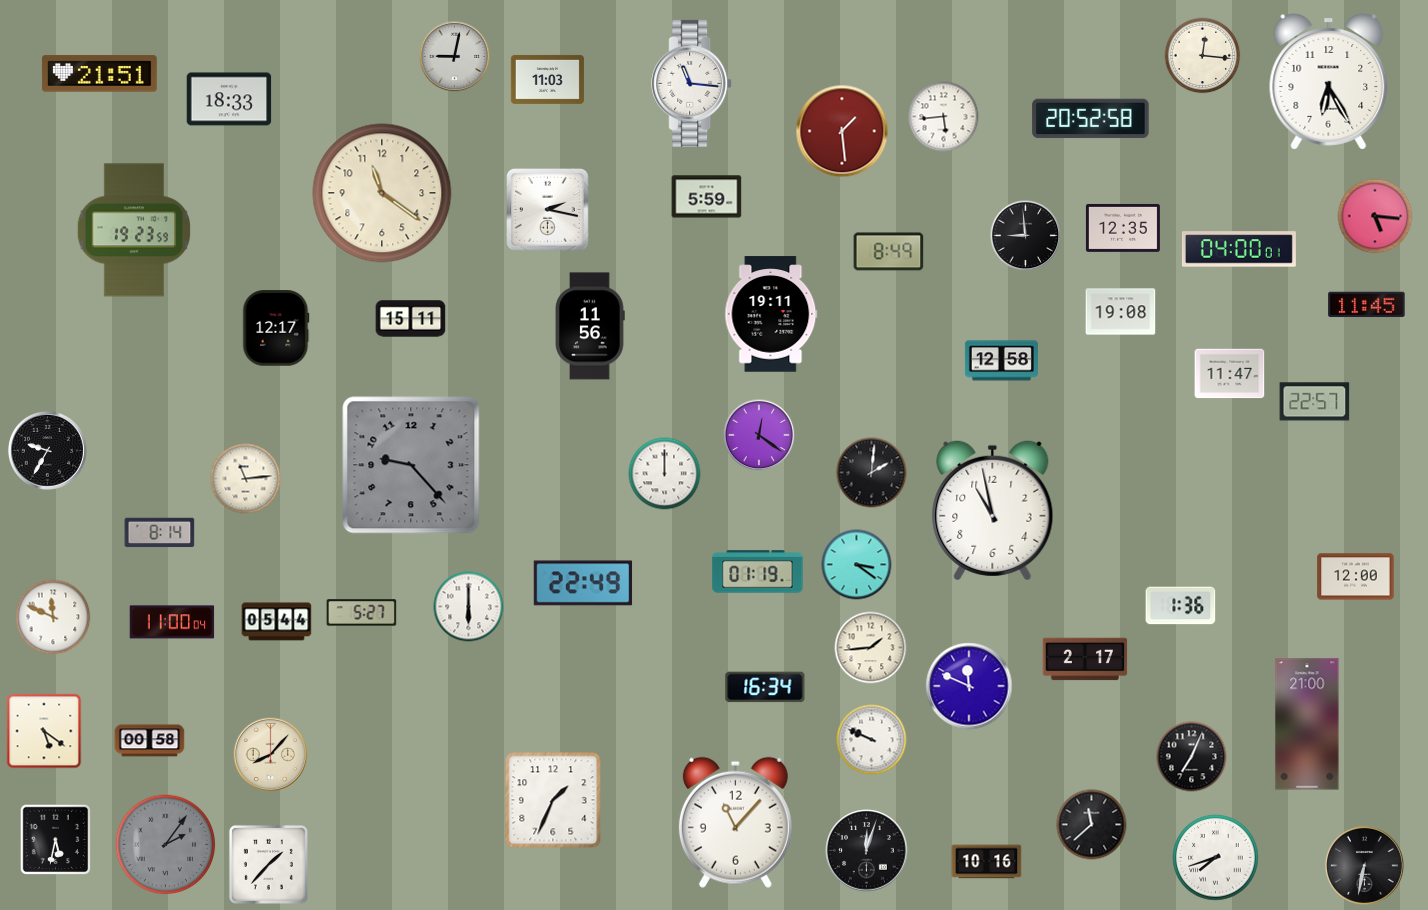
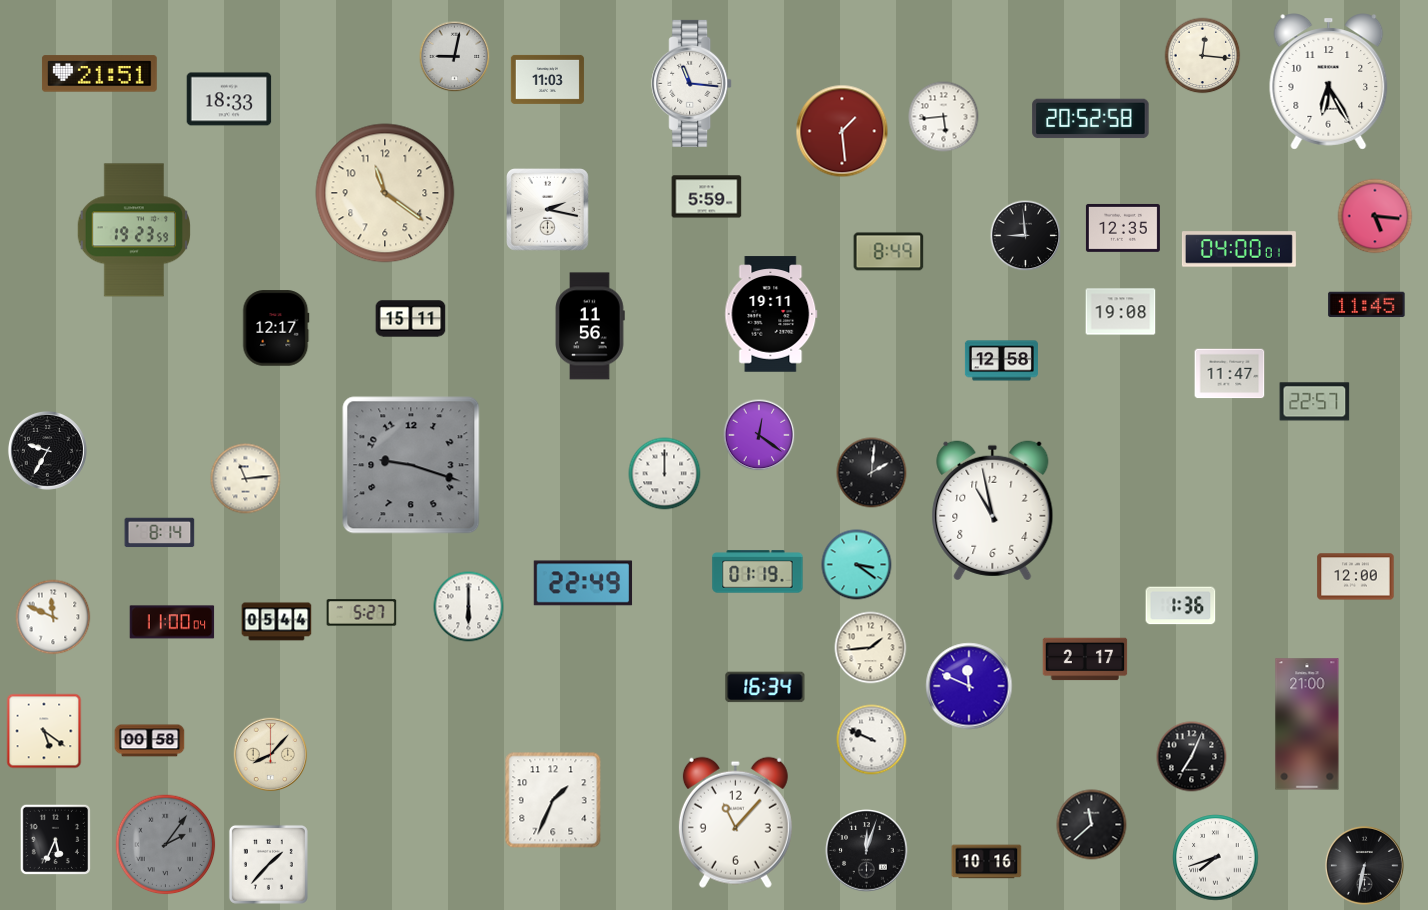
clock at (382, 193) position: (382, 193) -> (385, 193)
clock at (411, 465): 9:23 -> 9:18
clock at (55, 839): 5:32 -> 5:34
